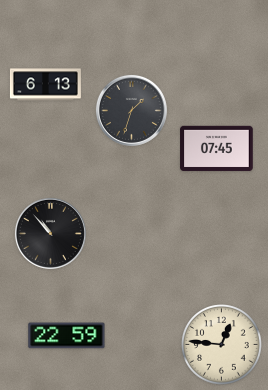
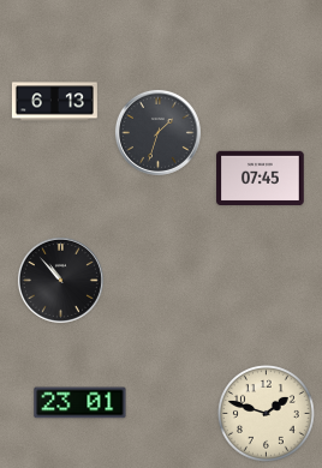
clock at (67, 336): 22:59 -> 23:01
clock at (222, 345): 12:46 -> 1:48
